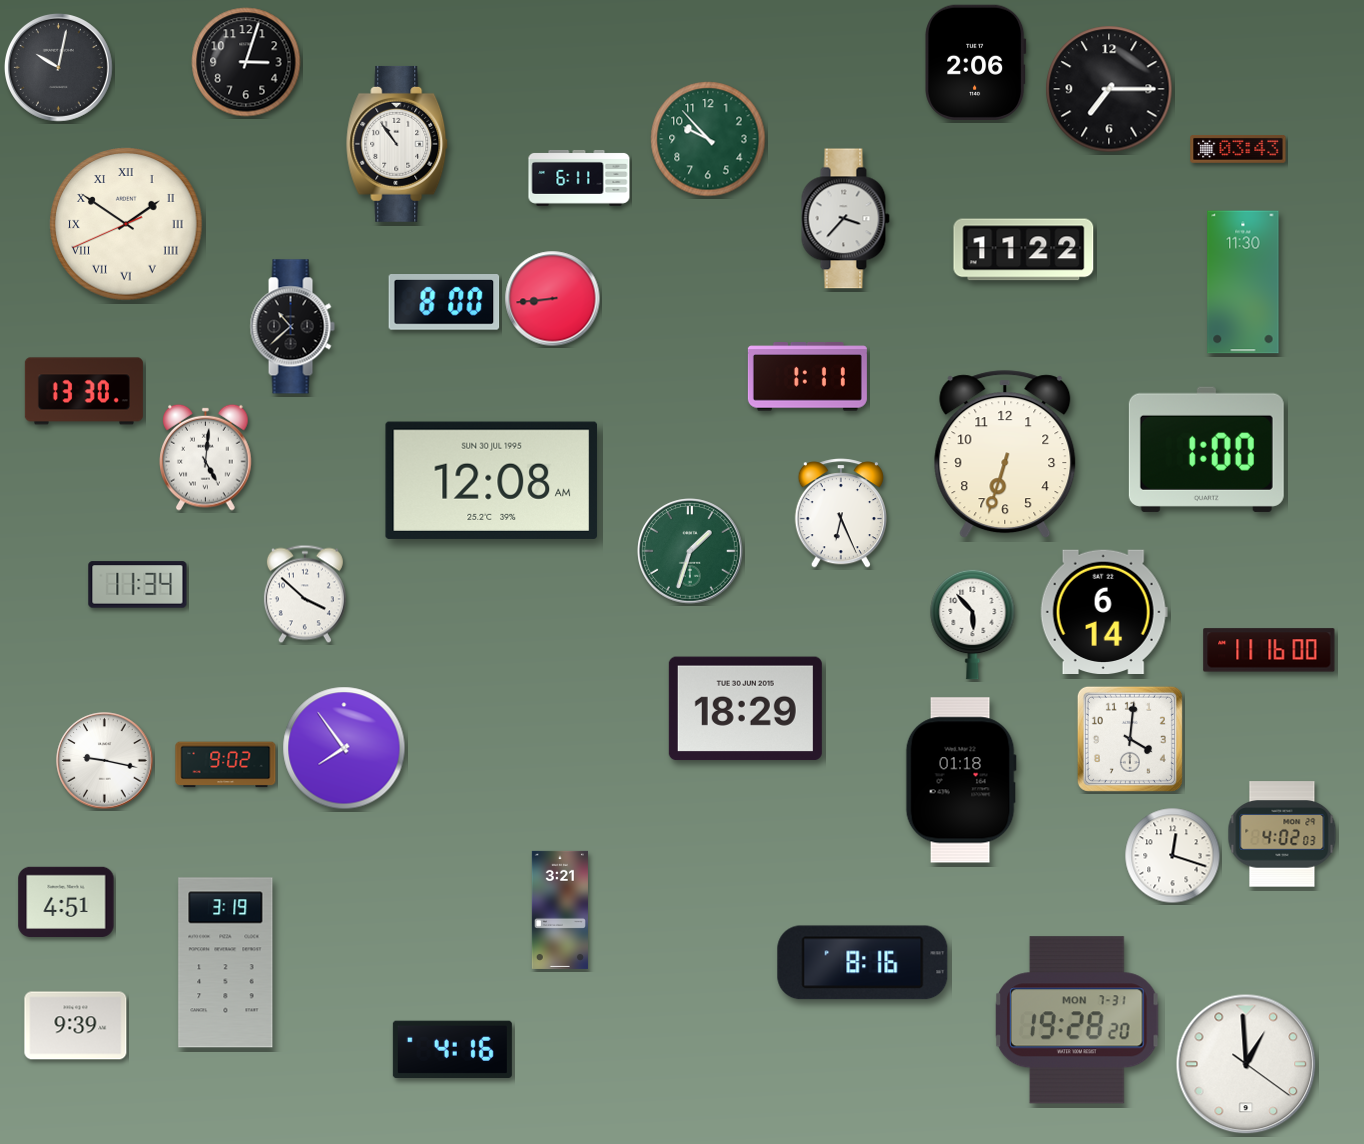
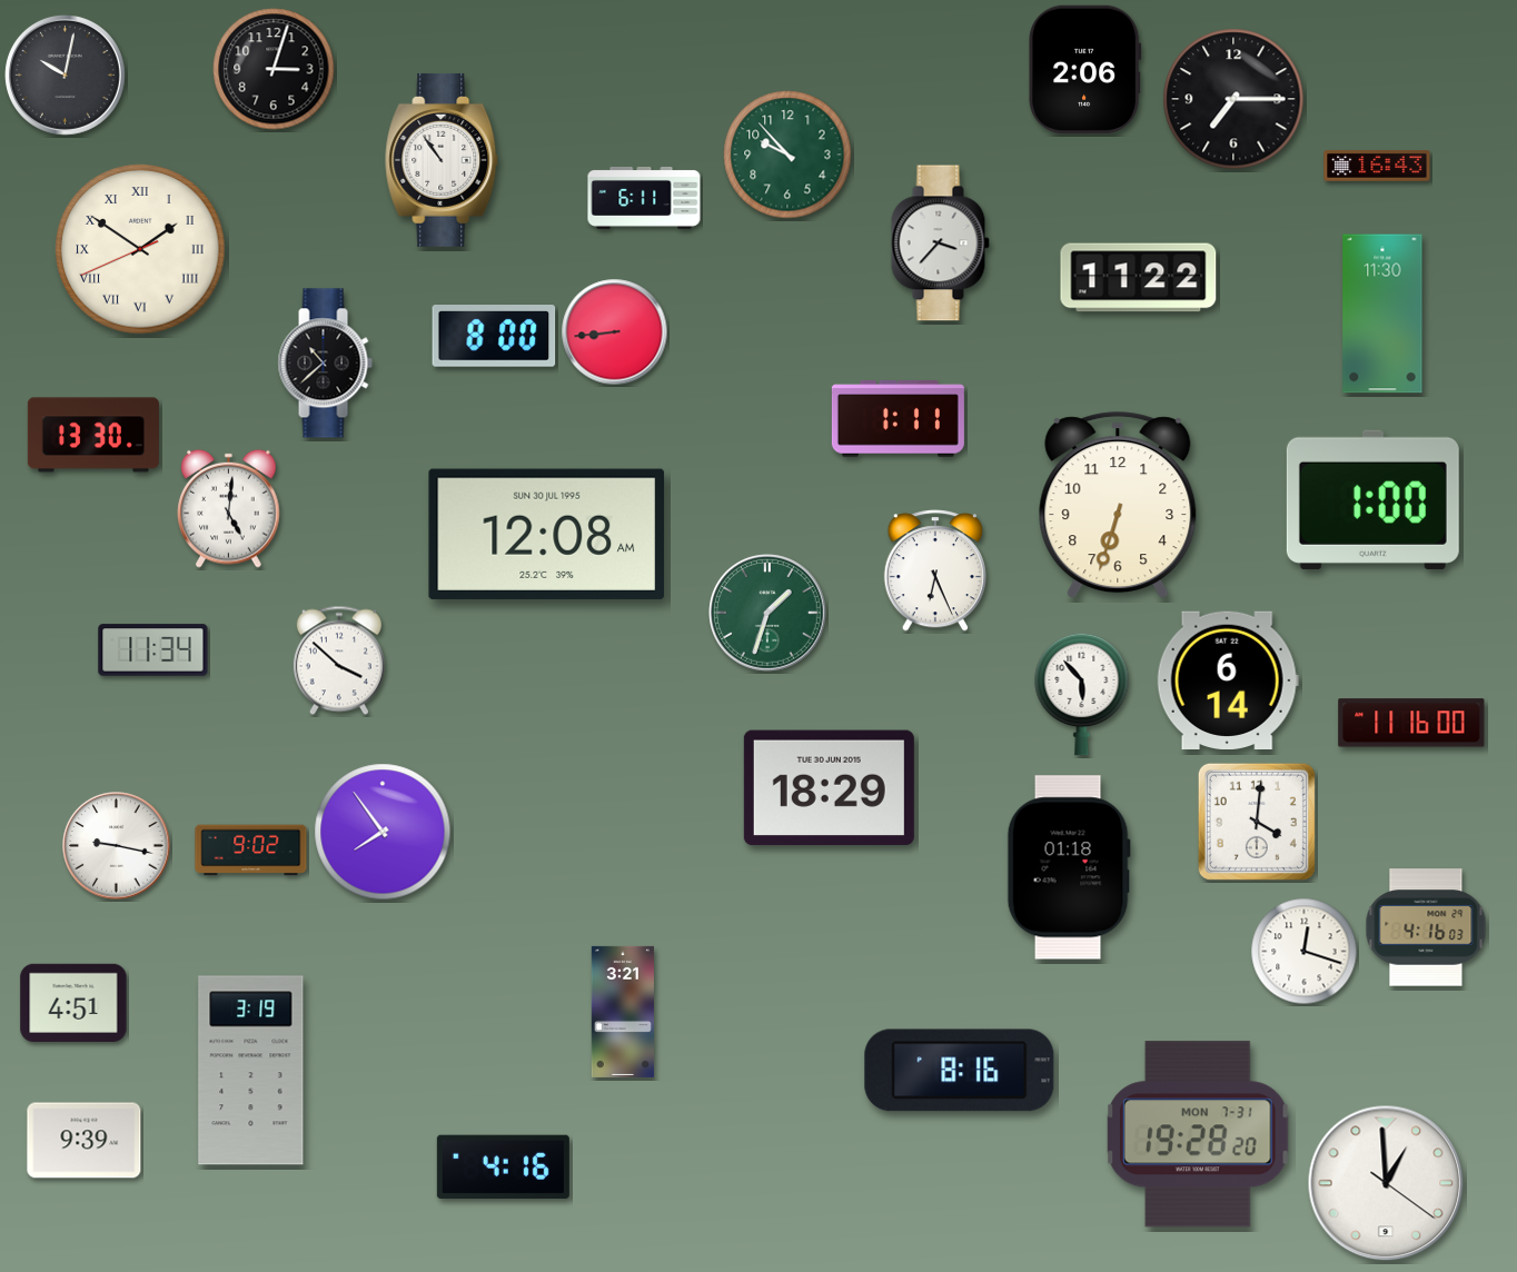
clock at (1238, 150): 03:43 -> 16:43
clock at (1206, 449) position: (1206, 449) -> (1372, 499)
clock at (1282, 834): 4:02 -> 4:16
